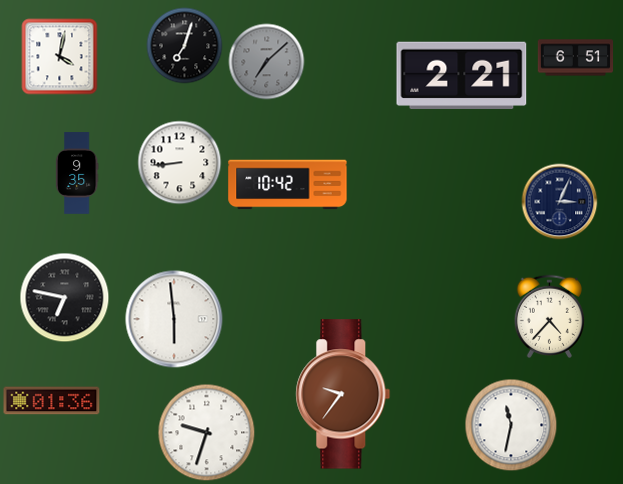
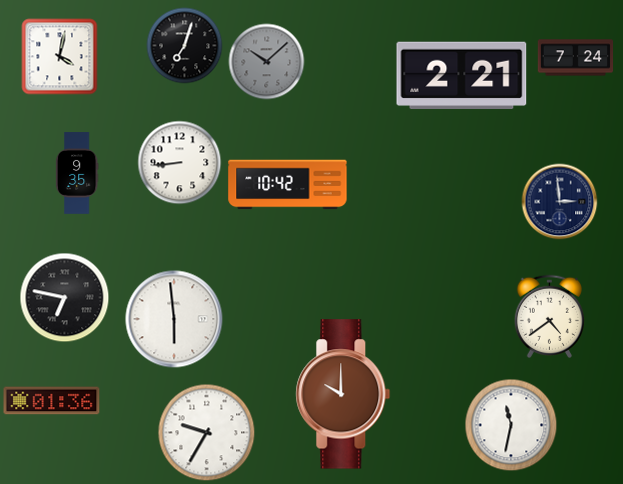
clock at (576, 58): 6:51 -> 7:24
clock at (267, 62): 7:08 -> 10:08
clock at (560, 202): 3:04 -> 2:59
clock at (550, 316): 4:37 -> 4:39
clock at (343, 394): 9:36 -> 10:00
clock at (207, 433): 9:33 -> 9:35
